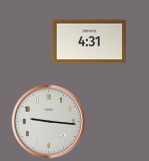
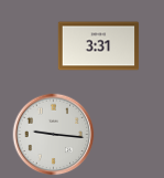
clock at (90, 42): 4:31 -> 3:31
